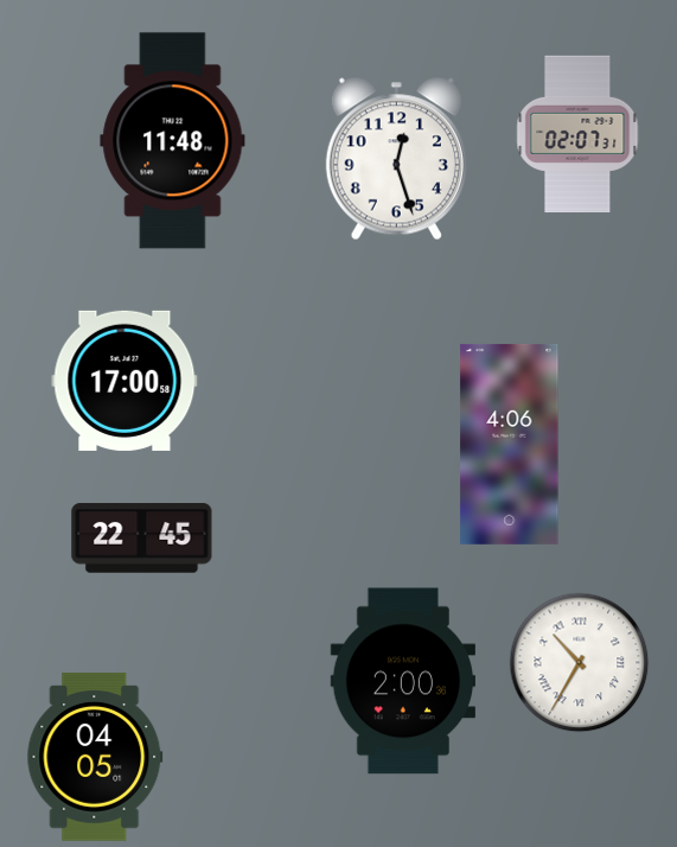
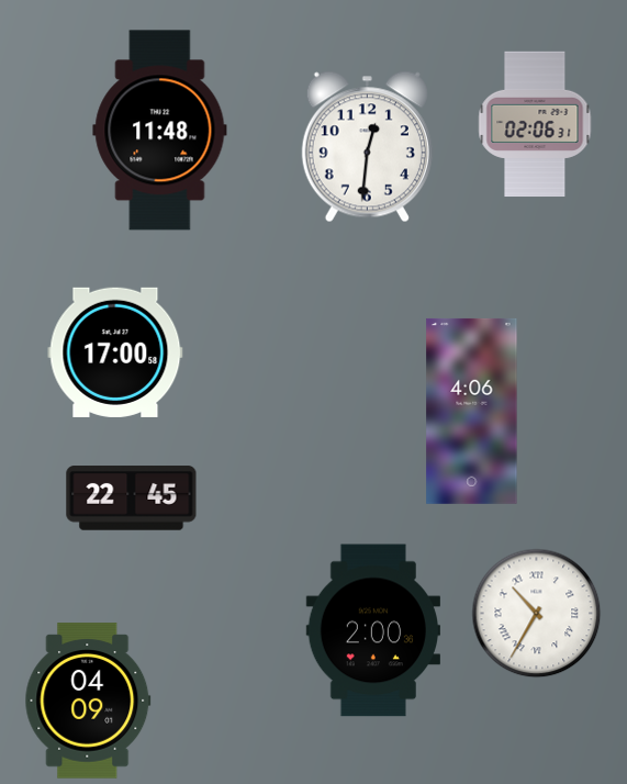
clock at (577, 134): 02:07 -> 02:06
clock at (396, 159): 12:27 -> 12:31
clock at (95, 757): 04:05 -> 04:09
